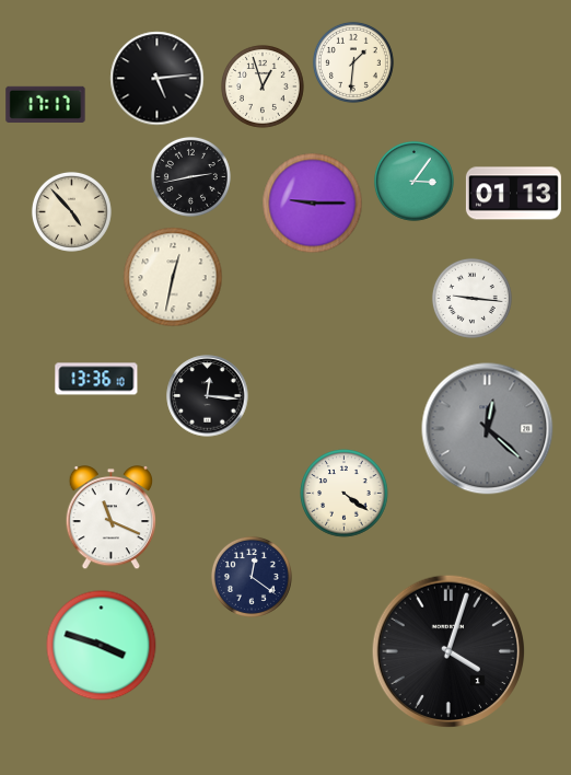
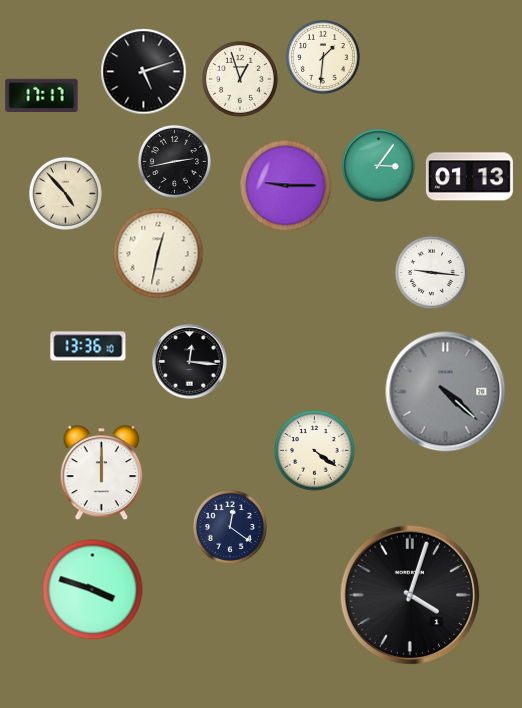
clock at (158, 79): 5:14 -> 5:12
clock at (488, 429): 12:22 -> 4:22
clock at (110, 519): 11:19 -> 12:00
